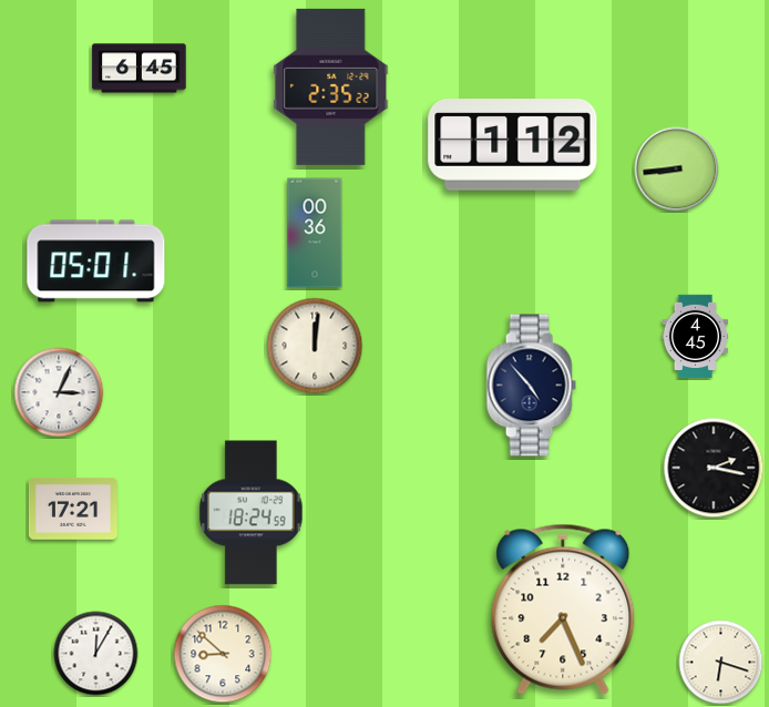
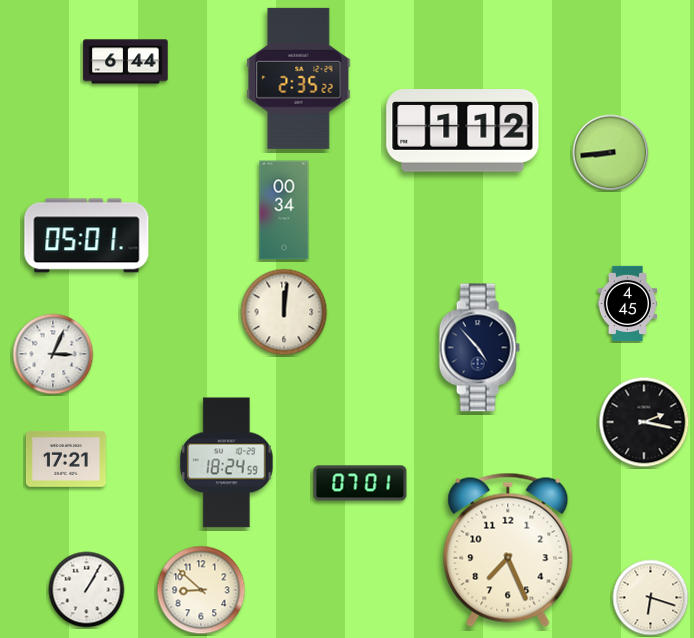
clock at (140, 69): 6:45 -> 6:44
clock at (315, 233): 00:36 -> 00:34
clock at (360, 483): none -> 07:01
clock at (96, 654): 12:05 -> 1:05
